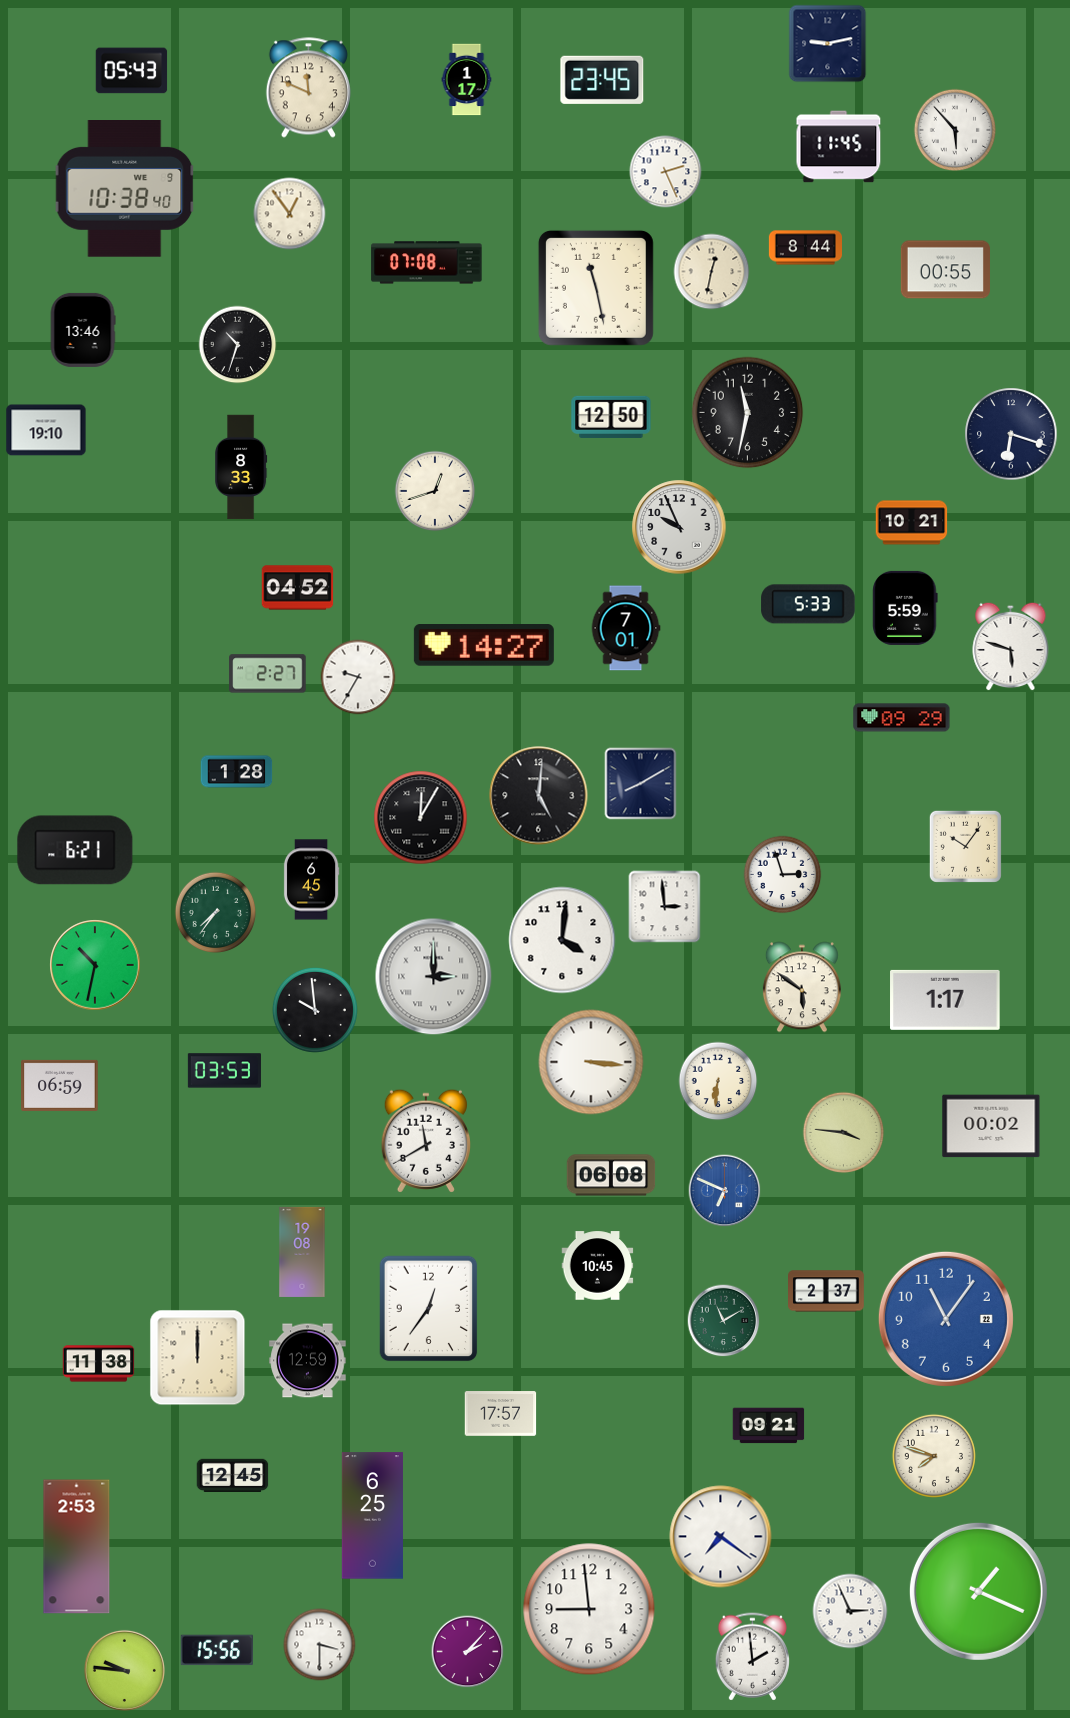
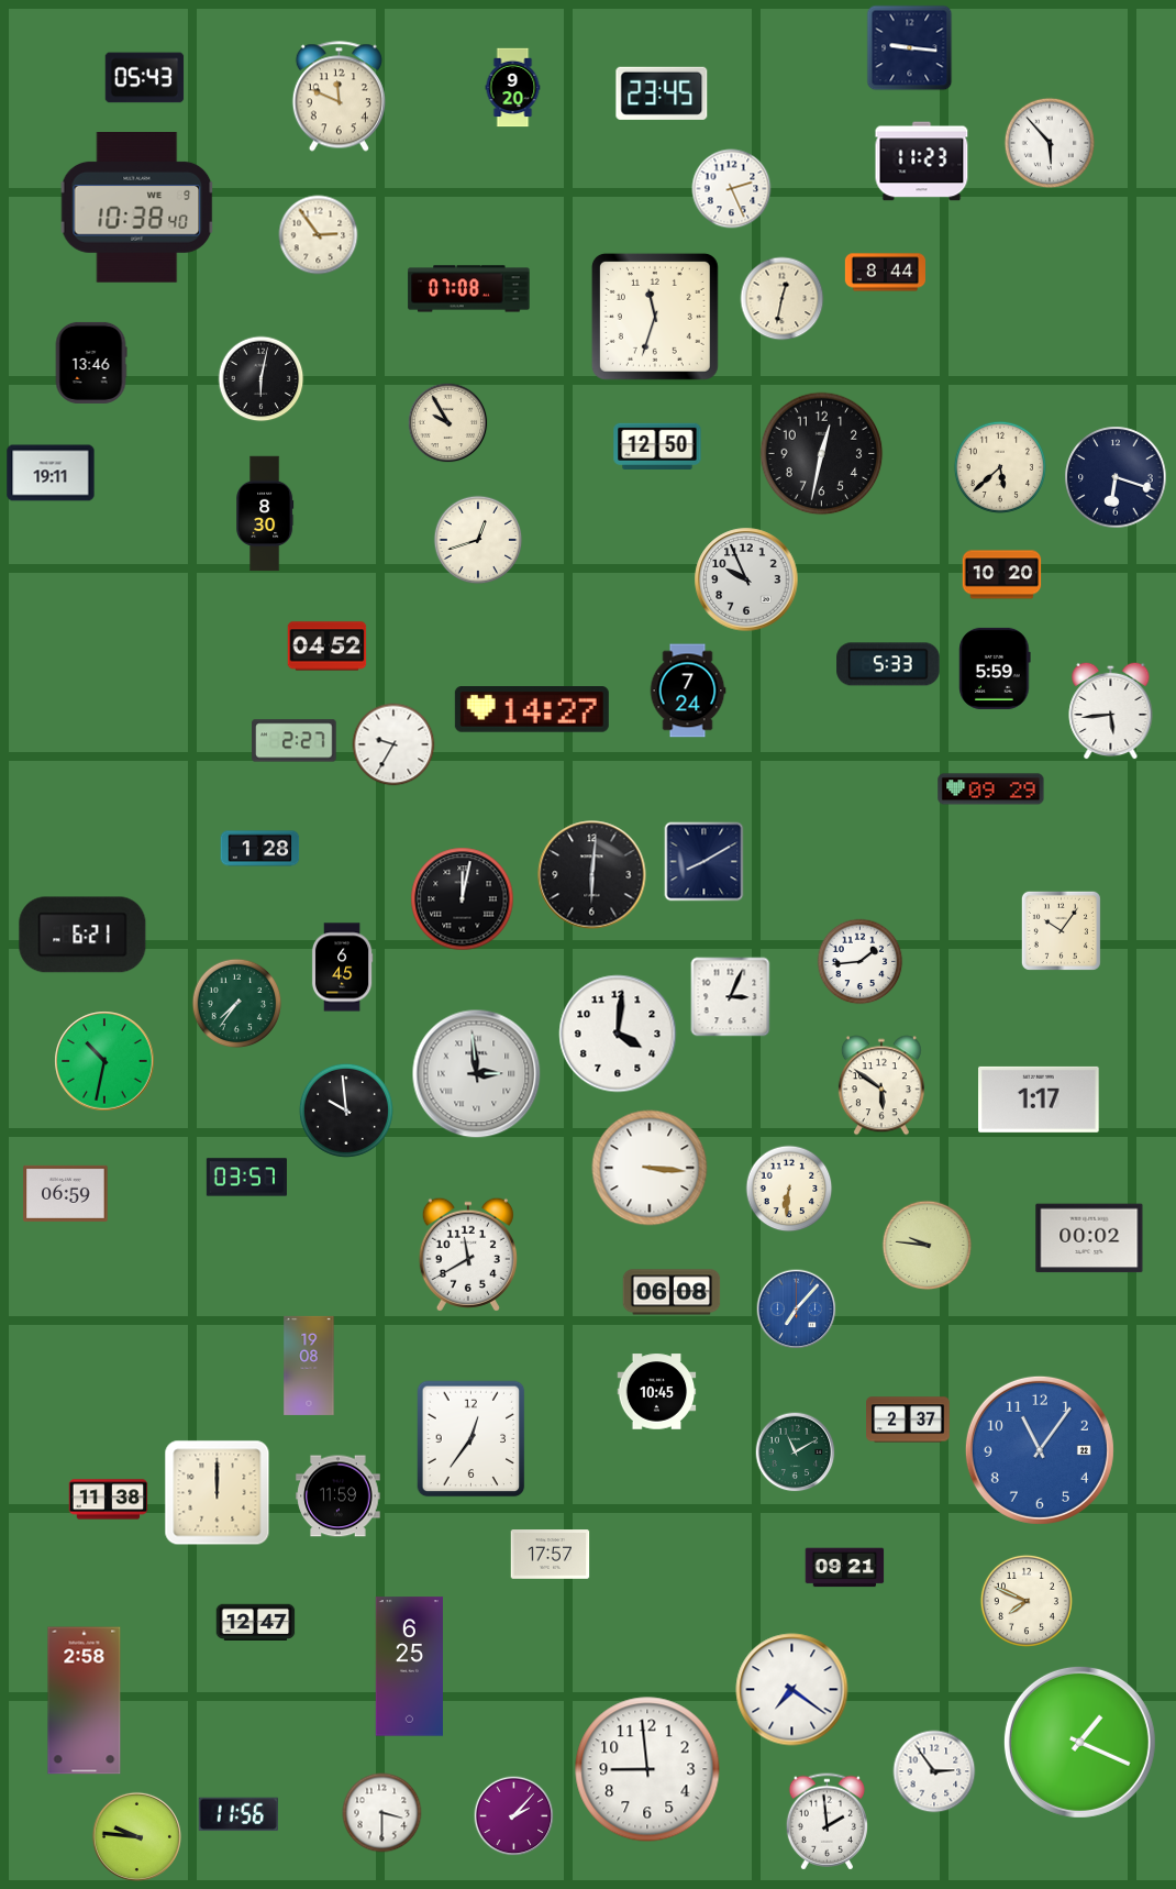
clock at (828, 44): 9:13 -> 9:16
clock at (467, 80): 1:17 -> 9:20
clock at (602, 80) position: (602, 80) -> (662, 93)
clock at (839, 147): 11:45 -> 11:23
clock at (290, 214): 12:54 -> 2:54
clock at (945, 270): 00:55 -> none
clock at (596, 288): 11:28 -> 11:33
clock at (238, 345): 10:33 -> 6:02
clock at (448, 423): none -> 9:55
clock at (748, 413): 11:32 -> 12:32
clock at (611, 417) position: (611, 417) -> (657, 446)
clock at (1000, 467): none -> 5:38
clock at (46, 430): 19:10 -> 19:11
clock at (1011, 434) position: (1011, 434) -> (1116, 477)
clock at (241, 467): 8:33 -> 8:30
clock at (912, 523): 10:21 -> 10:20
clock at (626, 628): 7:01 -> 7:24
clock at (1011, 646): 5:48 -> 5:44
clock at (539, 796): 5:01 -> 6:01
clock at (421, 818): 12:05 -> 12:02
clock at (783, 875): 2:57 -> 1:44
clock at (665, 907): 2:59 -> 3:04
clock at (434, 977): 3:00 -> 2:59
clock at (224, 1071): 03:53 -> 03:57
clock at (844, 1133): 3:46 -> 9:46
clock at (725, 1191): 6:49 -> 7:07
clock at (302, 1252) position: (302, 1252) -> (309, 1366)
clock at (308, 1361): 12:59 -> 11:59
clock at (934, 1456): 7:48 -> 7:49
clock at (233, 1476): 12:45 -> 12:47
clock at (77, 1547): 2:53 -> 2:58
clock at (978, 1591) position: (978, 1591) -> (1079, 1742)
clock at (850, 1611): 2:56 -> 2:54
clock at (320, 1645) position: (320, 1645) -> (382, 1813)
clock at (217, 1650): 15:56 -> 11:56
